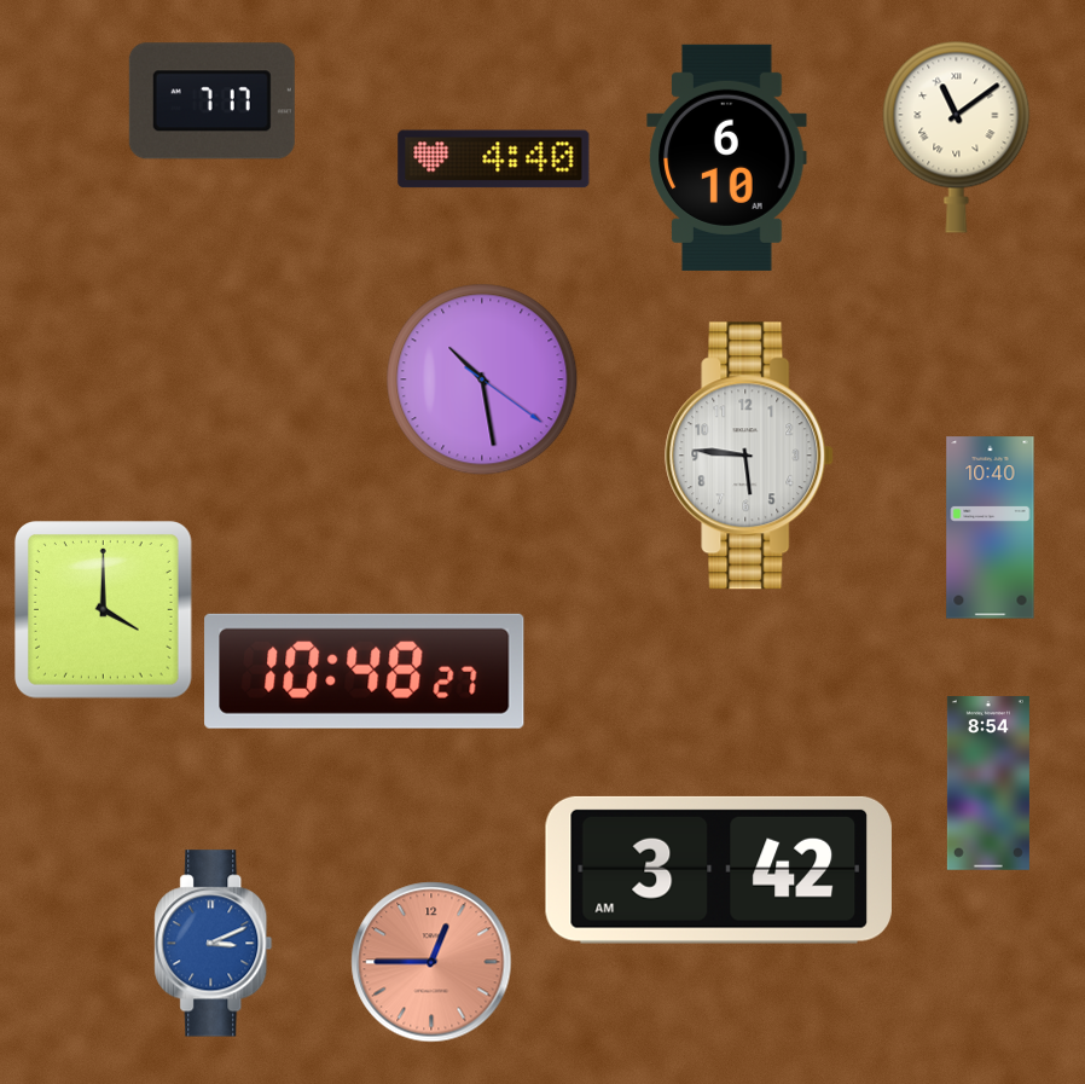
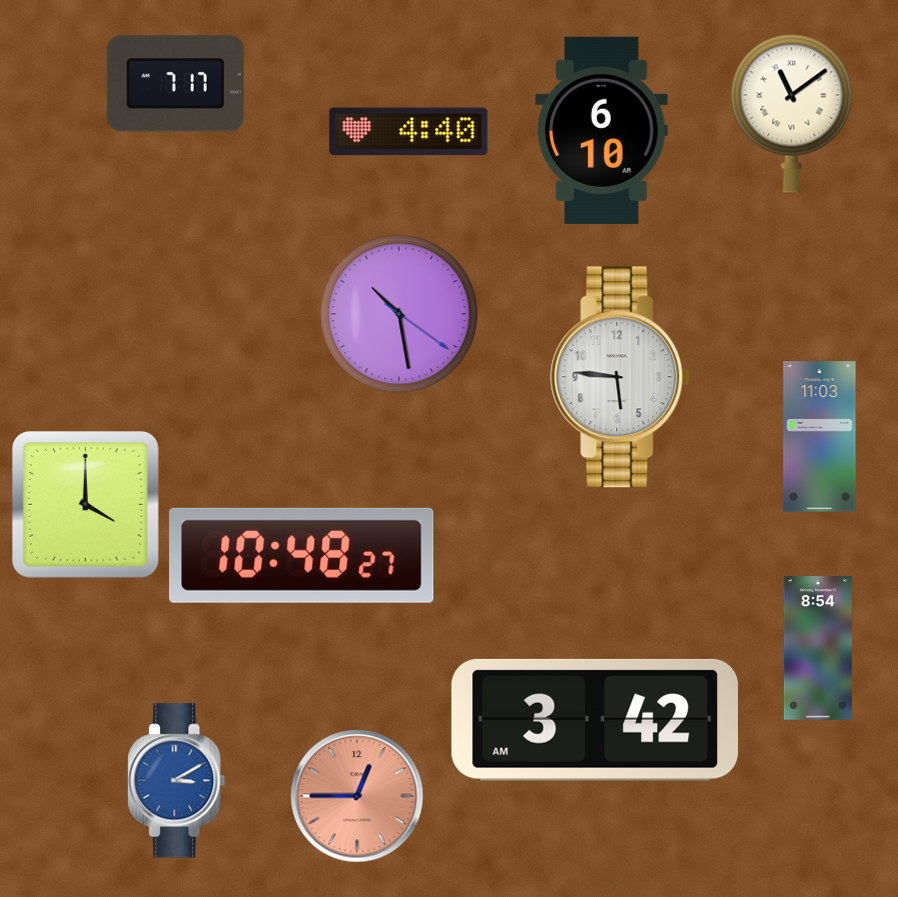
clock at (991, 528): 10:40 -> 11:03
clock at (214, 944): 3:11 -> 3:10
